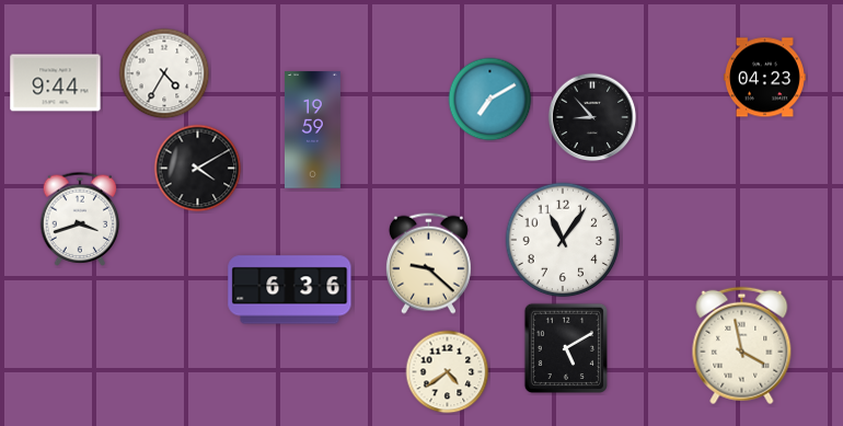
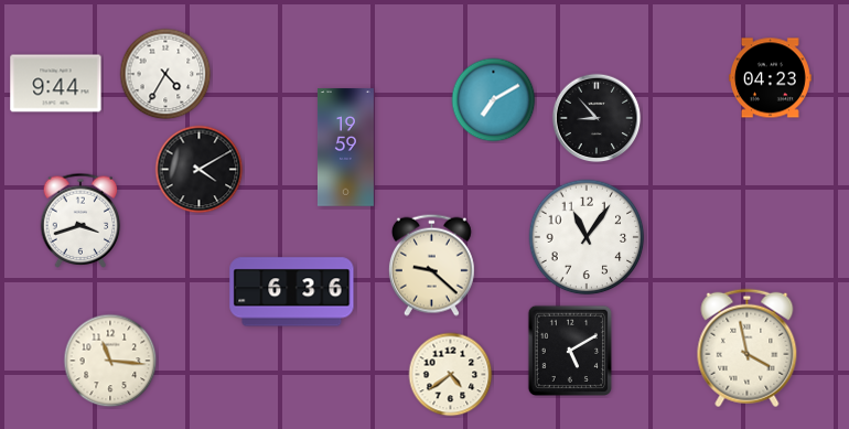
clock at (312, 130) position: (312, 130) -> (345, 148)
clock at (563, 240) position: (563, 240) -> (587, 237)
clock at (110, 361): none -> 11:16
